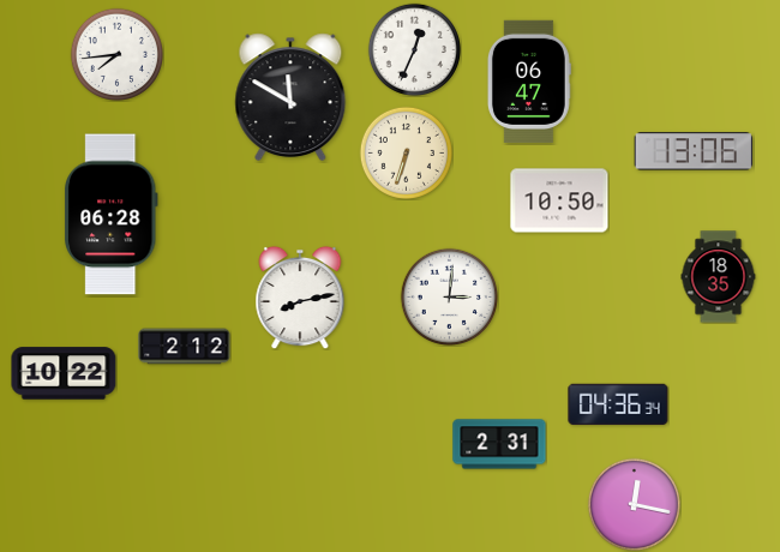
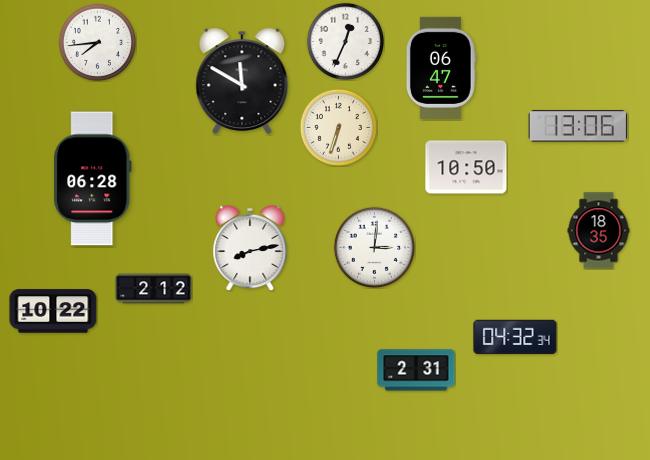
clock at (116, 54) position: (116, 54) -> (97, 42)
clock at (618, 404): 04:36 -> 04:32
clock at (634, 504): 12:17 -> none
